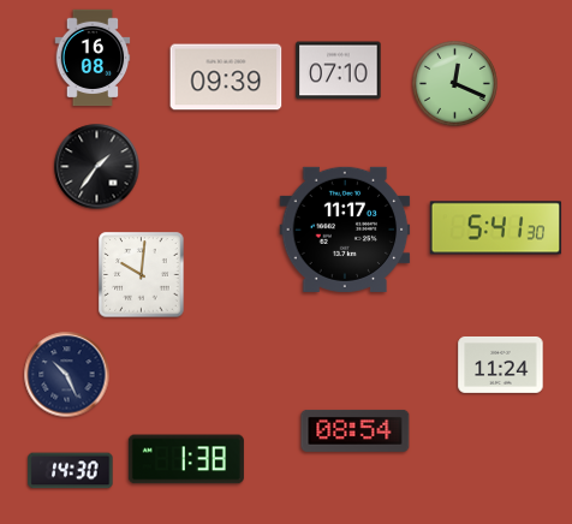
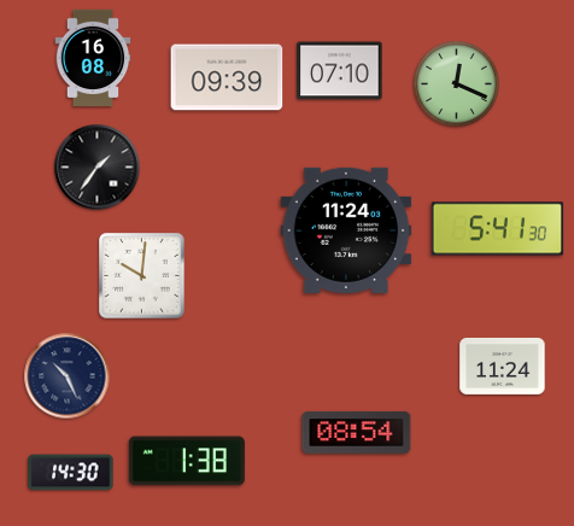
clock at (345, 230): 11:17 -> 11:24
